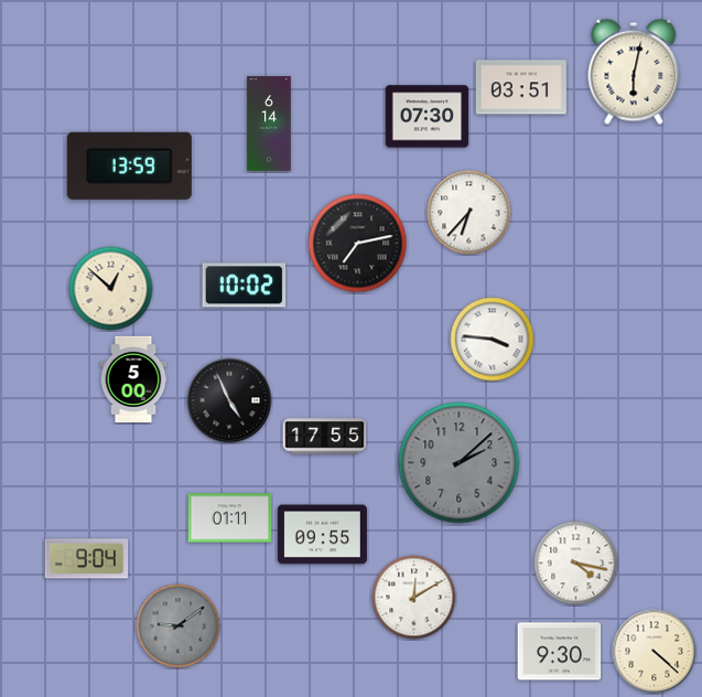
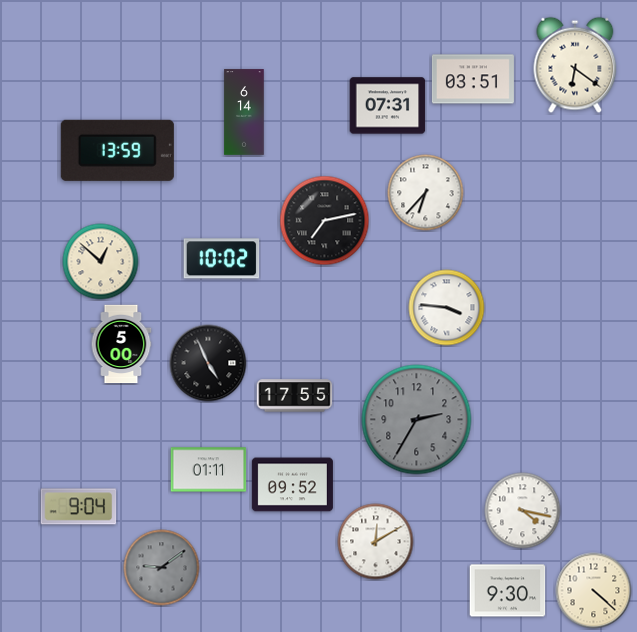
clock at (634, 72): 6:02 -> 6:21
clock at (428, 117): 07:30 -> 07:31
clock at (460, 463): 2:08 -> 2:35
clock at (322, 535): 09:55 -> 09:52
